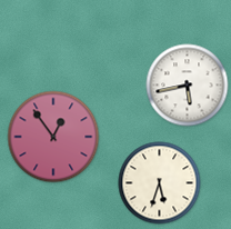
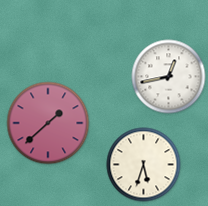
clock at (188, 86): 5:43 -> 12:43
clock at (53, 137): 12:54 -> 1:38
